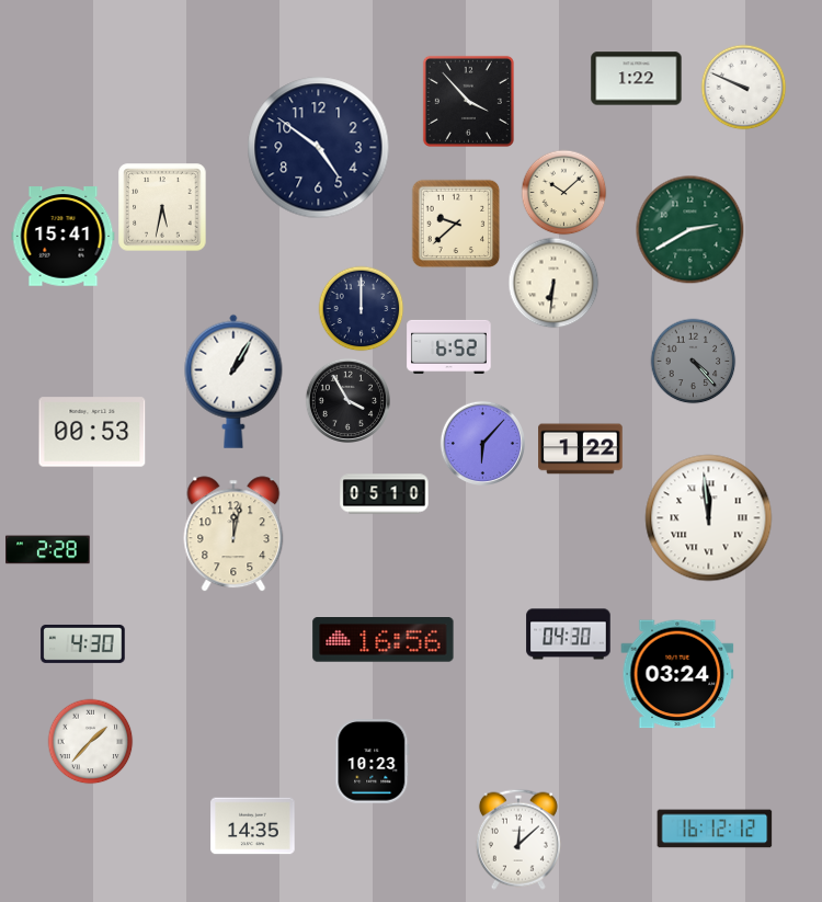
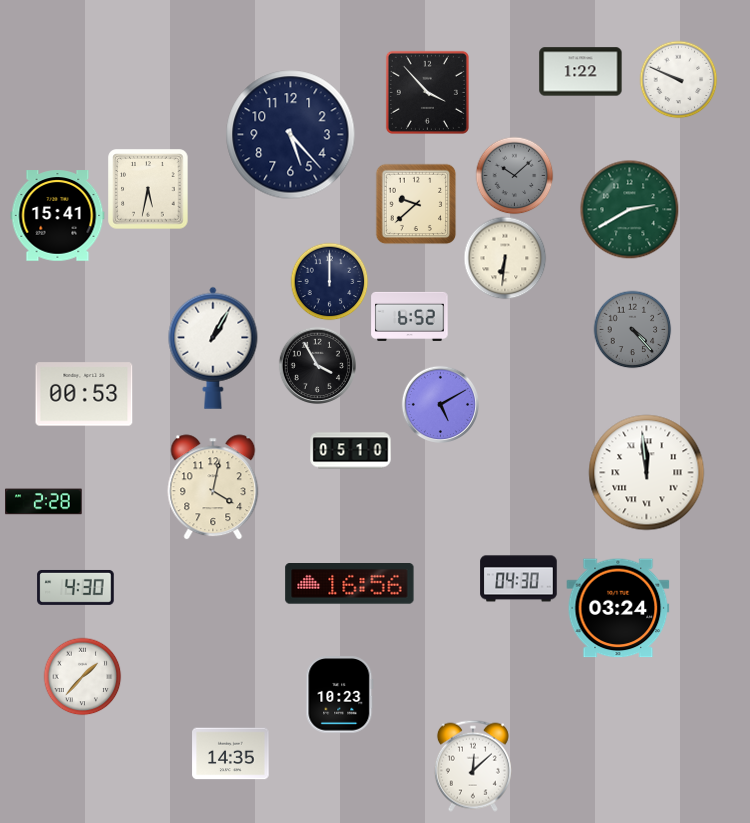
clock at (319, 148): 4:51 -> 5:23
clock at (563, 192) dial: cream -> grey
clock at (482, 443): 6:07 -> 5:10
clock at (581, 449): 1:22 -> none
clock at (233, 534): 12:02 -> 4:02
clock at (677, 674) position: (677, 674) -> (618, 608)
clock at (715, 829): 16:12 -> none
